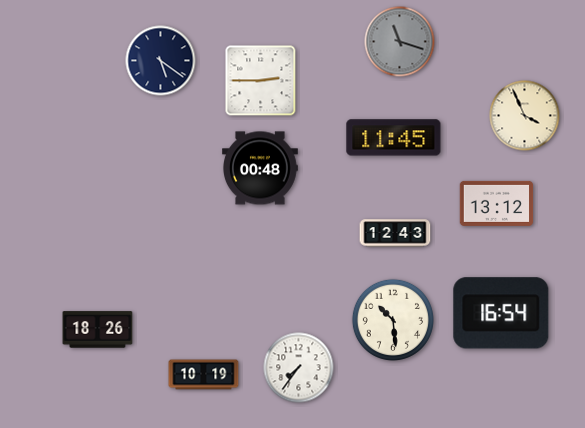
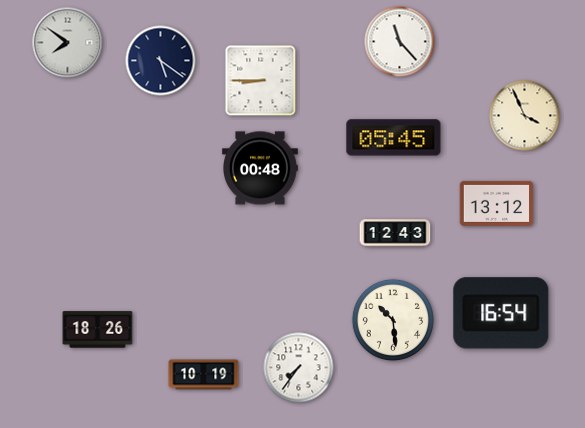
clock at (400, 42): 11:18 -> 11:23
clock at (400, 42) dial: grey -> white
clock at (68, 43): none -> 7:51
clock at (261, 81): 2:45 -> 8:45
clock at (394, 138): 11:45 -> 05:45
